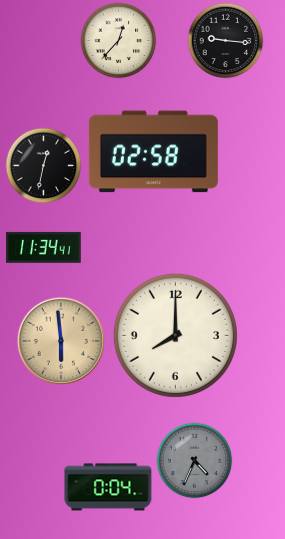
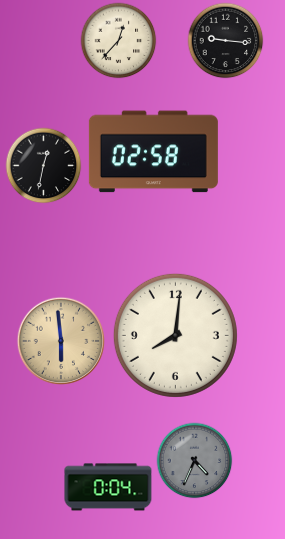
clock at (44, 247): 11:34 -> none
clock at (175, 335): 8:00 -> 8:01
